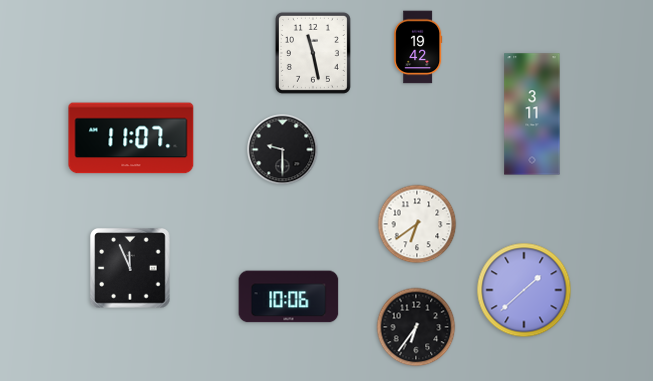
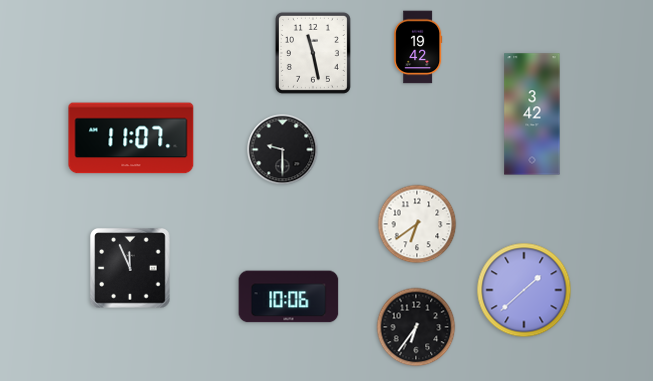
clock at (532, 114): 3:11 -> 3:42
